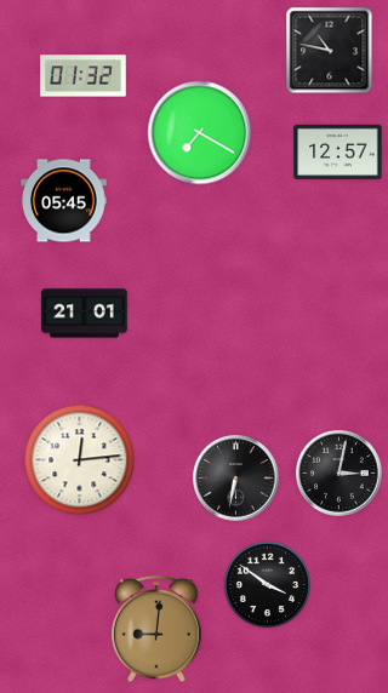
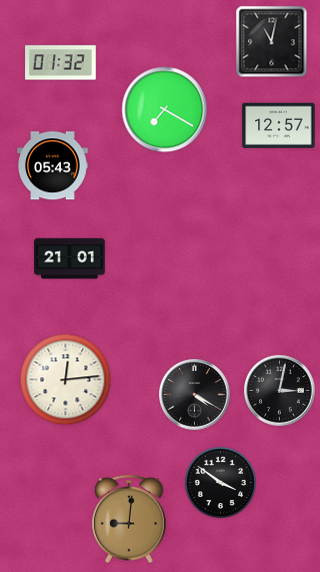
clock at (330, 51): 10:47 -> 11:02
clock at (84, 76) position: (84, 76) -> (61, 63)
clock at (64, 201): 05:45 -> 05:43
clock at (236, 479): 6:32 -> 4:20
